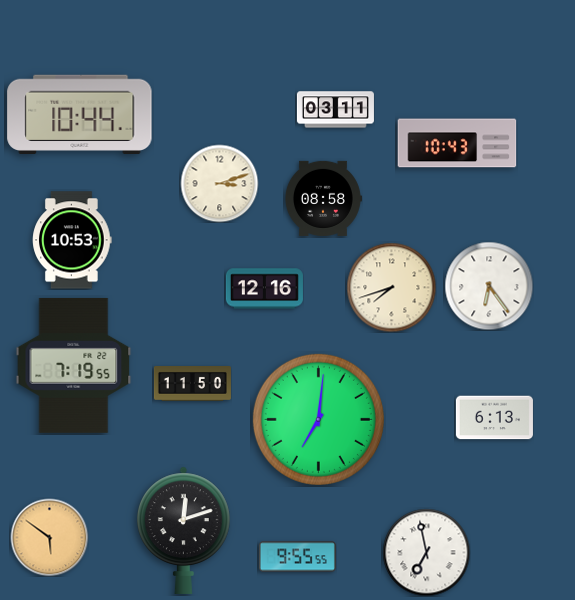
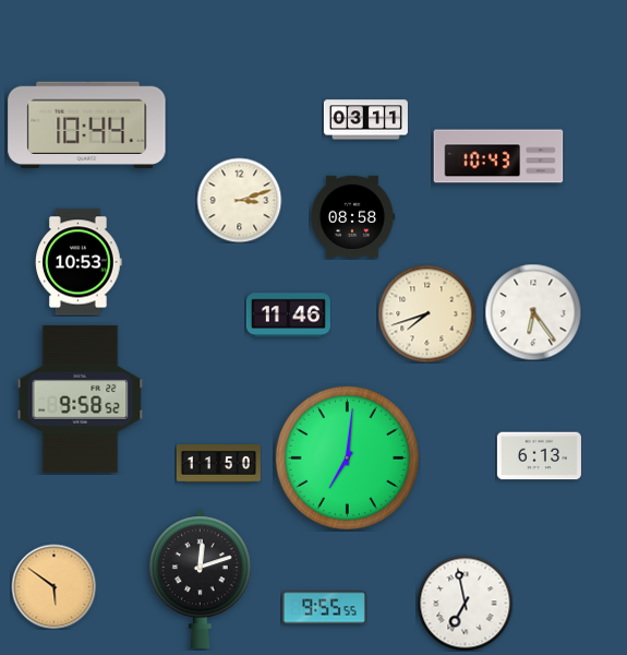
clock at (264, 289): 12:16 -> 11:46
clock at (74, 365): 7:19 -> 9:58
clock at (192, 384) position: (192, 384) -> (218, 464)
